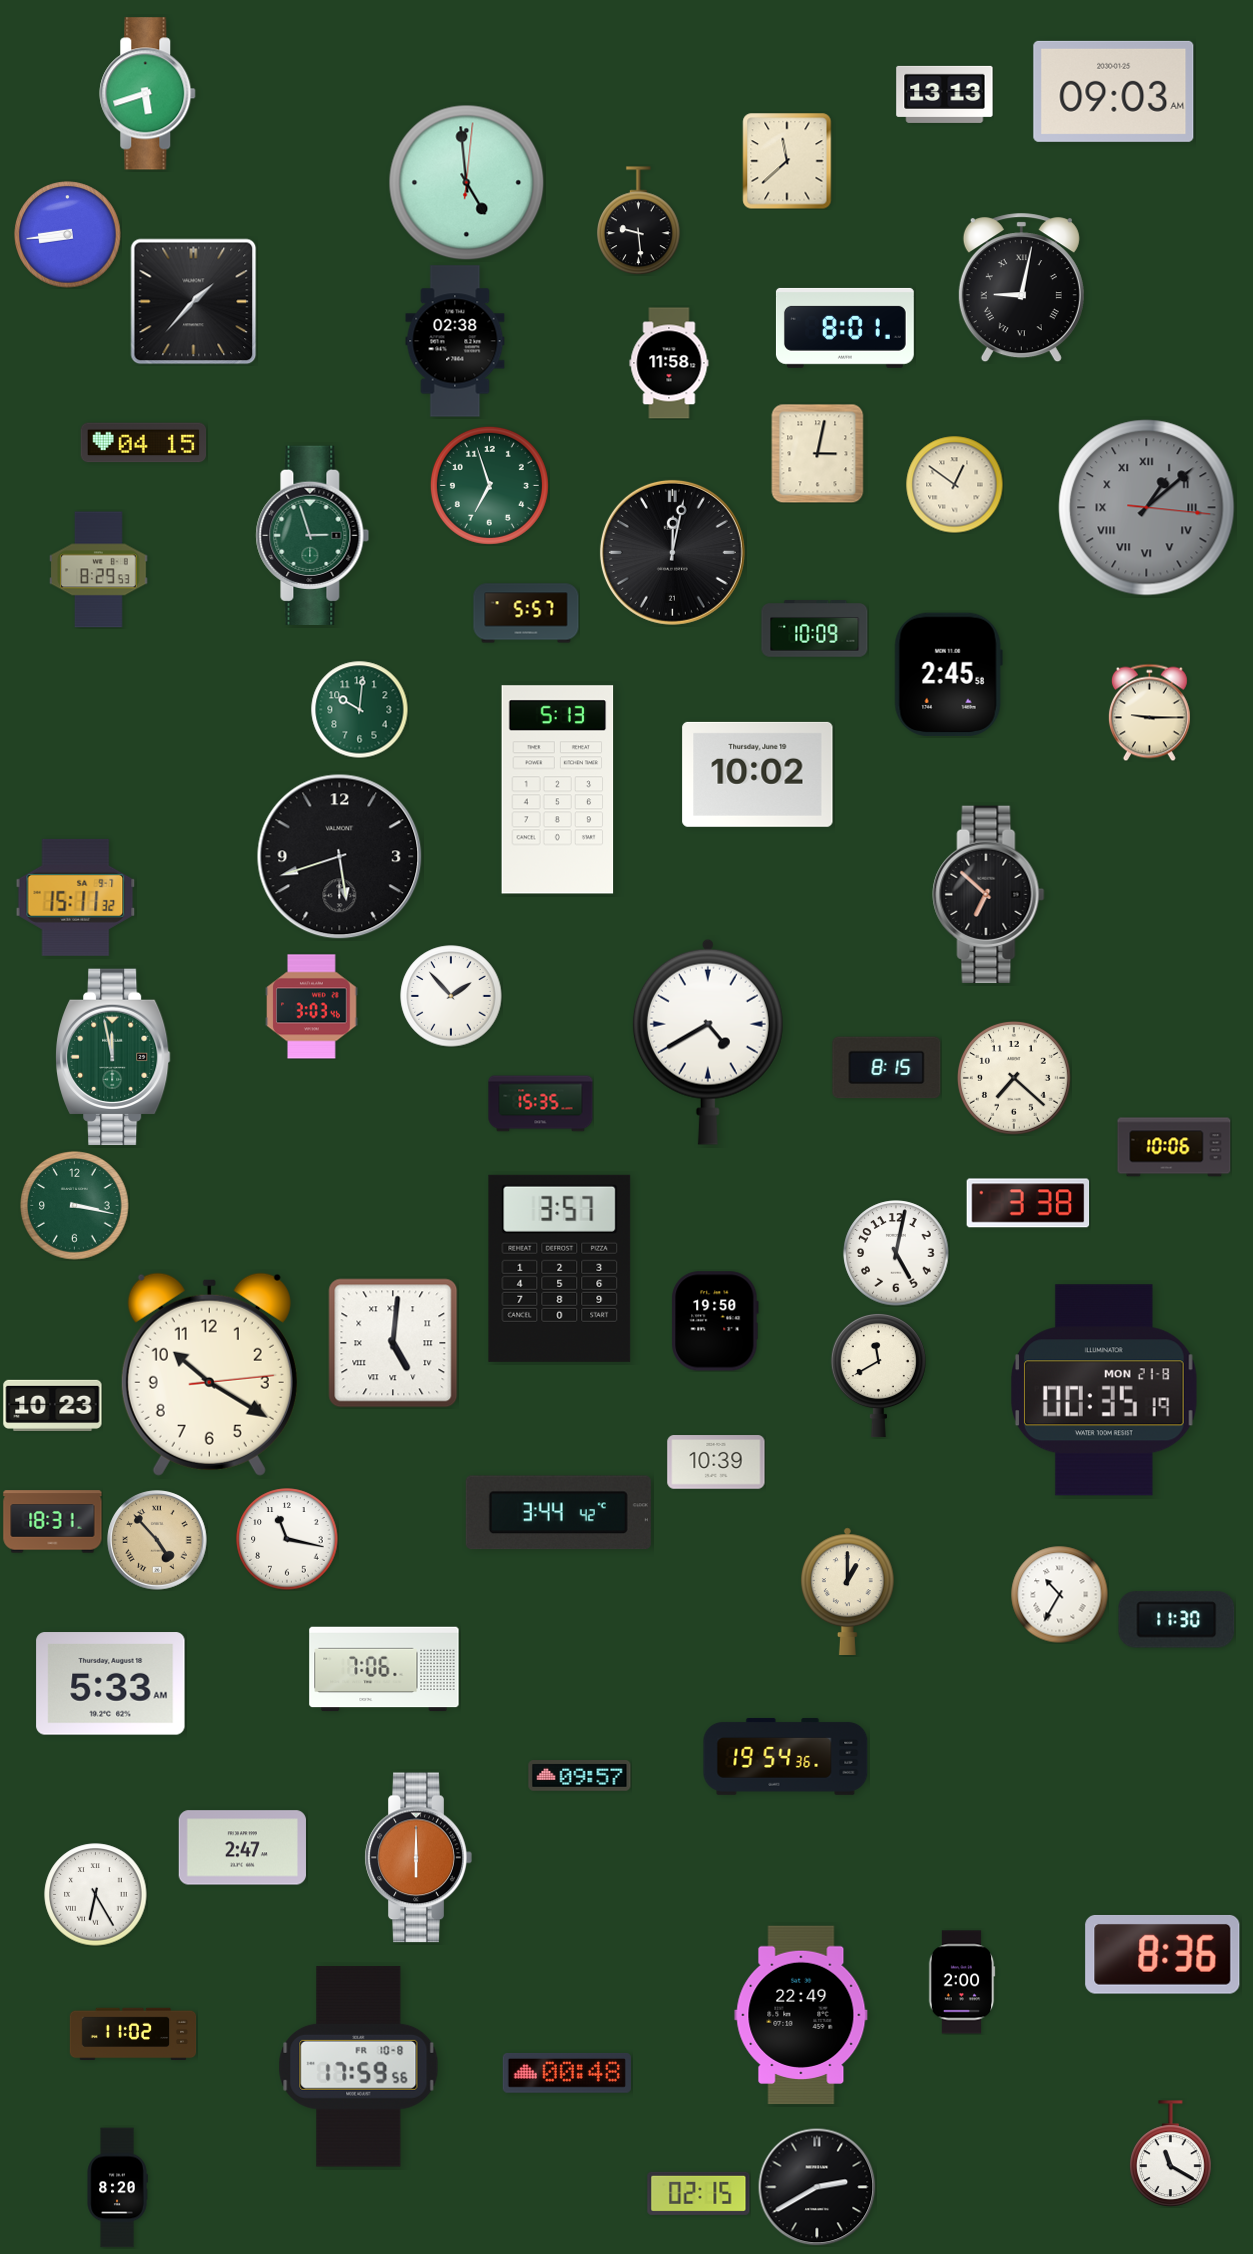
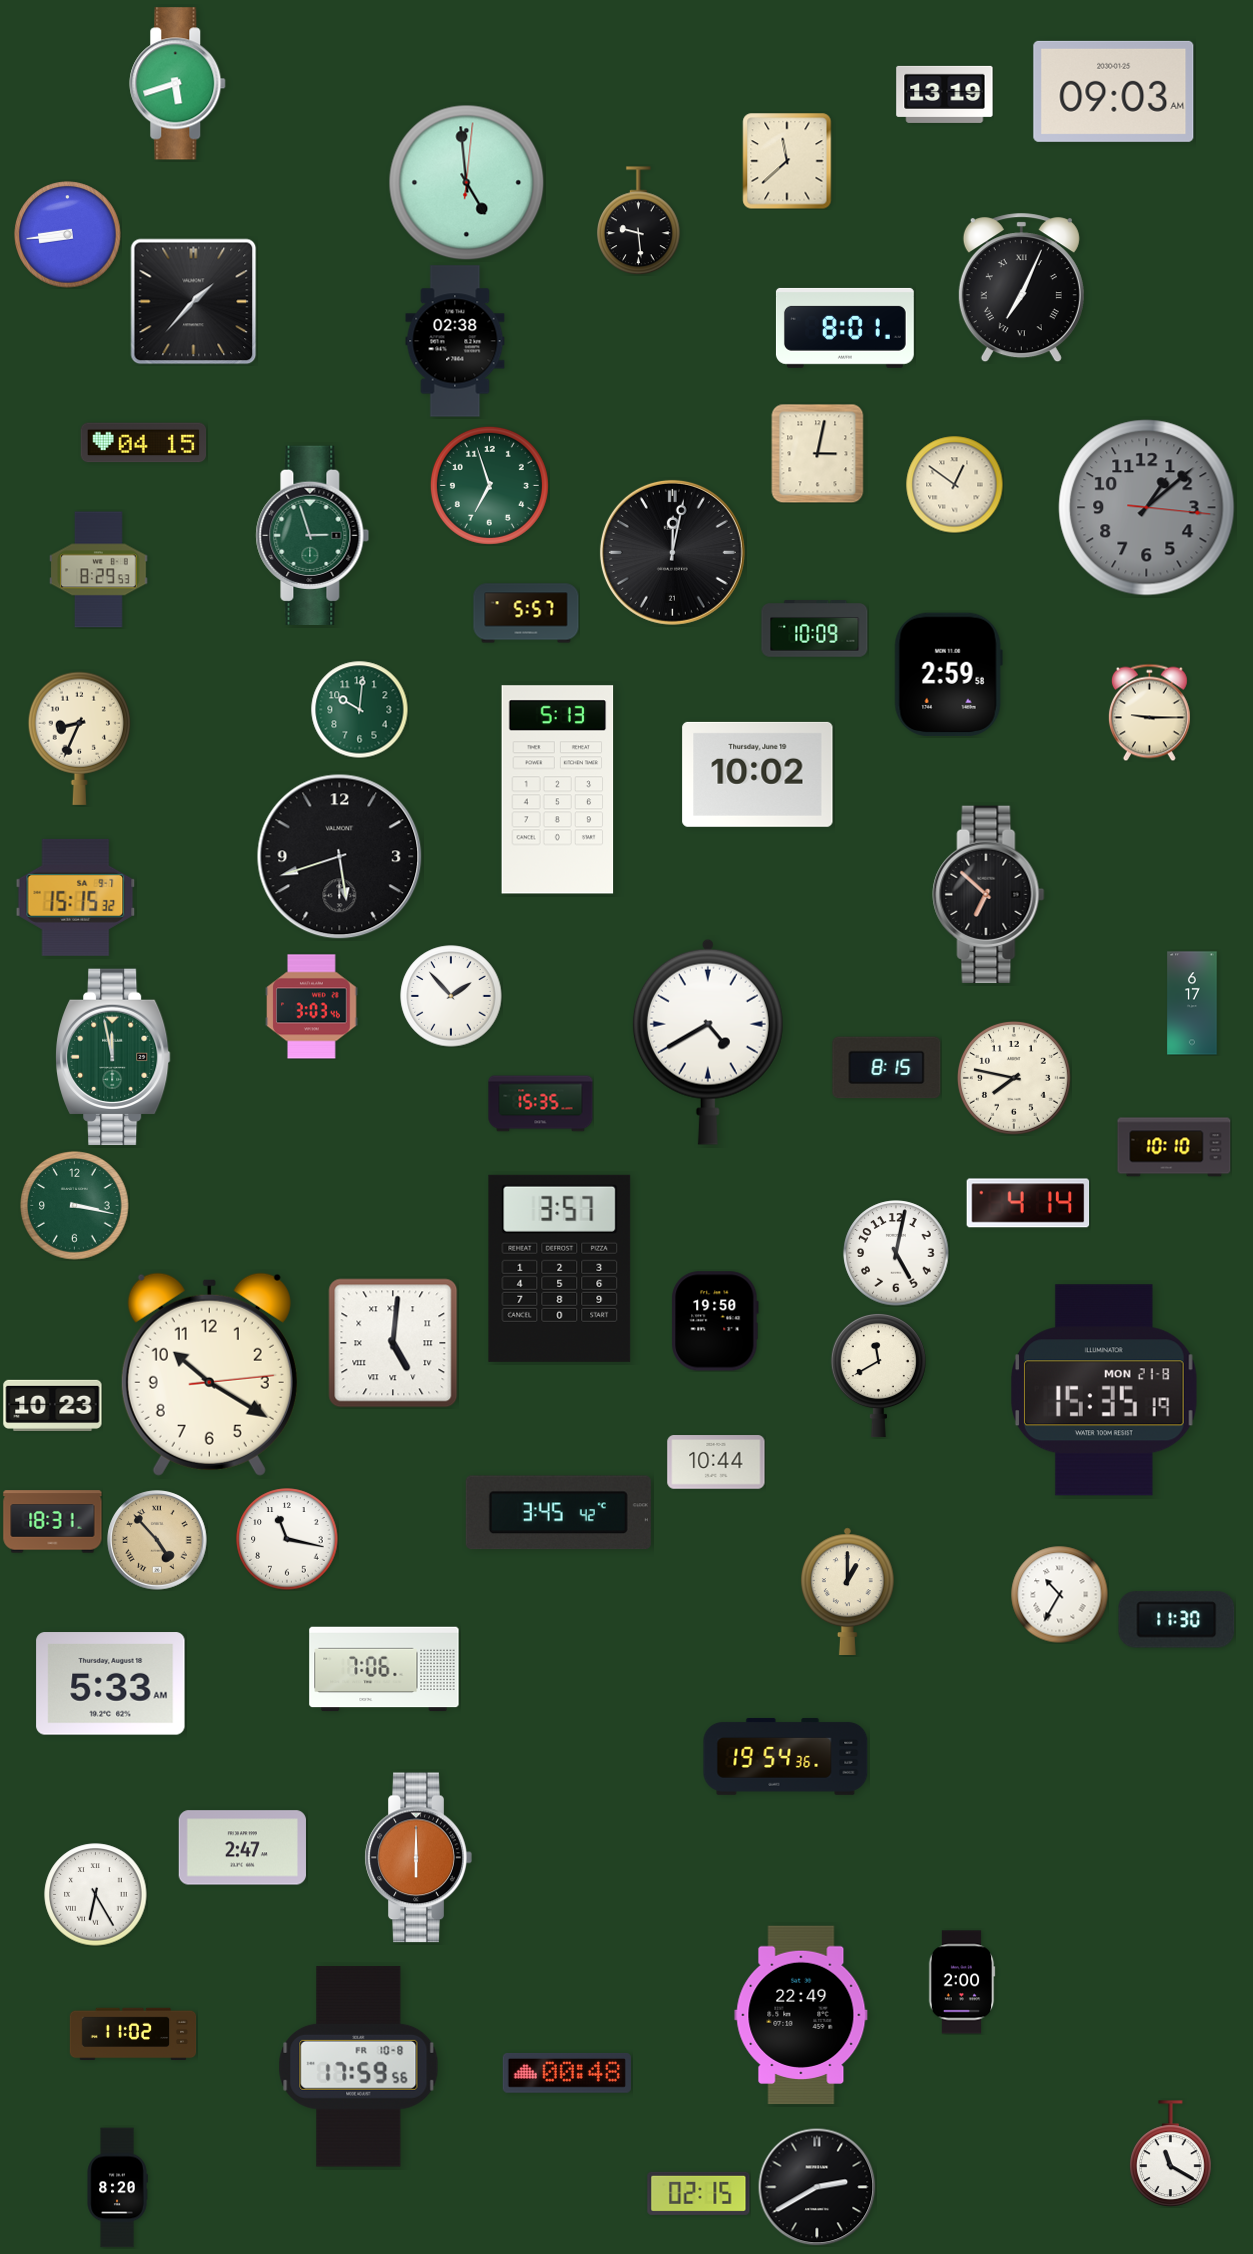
clock at (148, 94) position: (148, 94) -> (178, 84)
clock at (945, 94): 13:13 -> 13:19
clock at (1021, 288): 9:02 -> 7:04
clock at (669, 363): 11:58 -> none
clock at (1147, 508) numerals: Roman -> Arabic
clock at (948, 675): 2:45 -> 2:59
clock at (79, 738): none -> 8:34
clock at (76, 897): 15:11 -> 15:15
clock at (1192, 1003): none -> 6:17
clock at (1014, 1078): 7:22 -> 7:47
clock at (1174, 1147): 10:06 -> 10:10
clock at (1028, 1203): 3:38 -> 4:14
clock at (1105, 1390): 00:35 -> 15:35
clock at (716, 1462): 10:39 -> 10:44
clock at (558, 1513): 3:44 -> 3:45
clock at (580, 1776): 09:57 -> none
clock at (1163, 1954): 8:36 -> none
